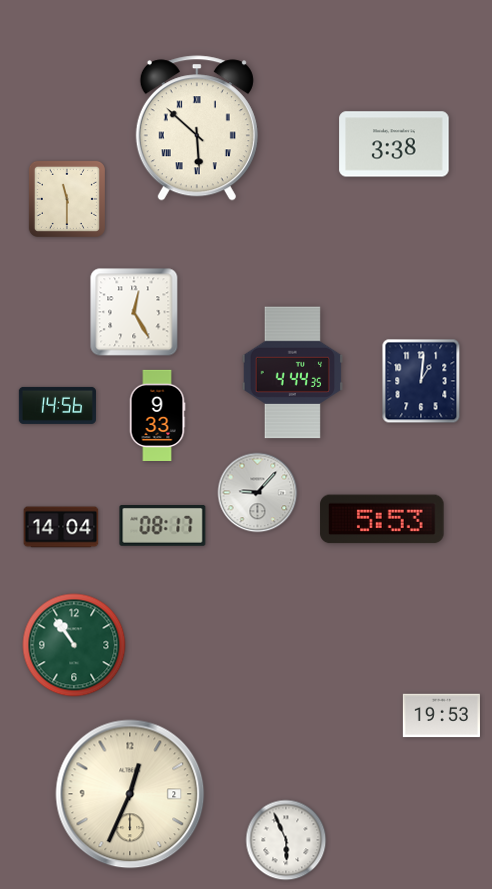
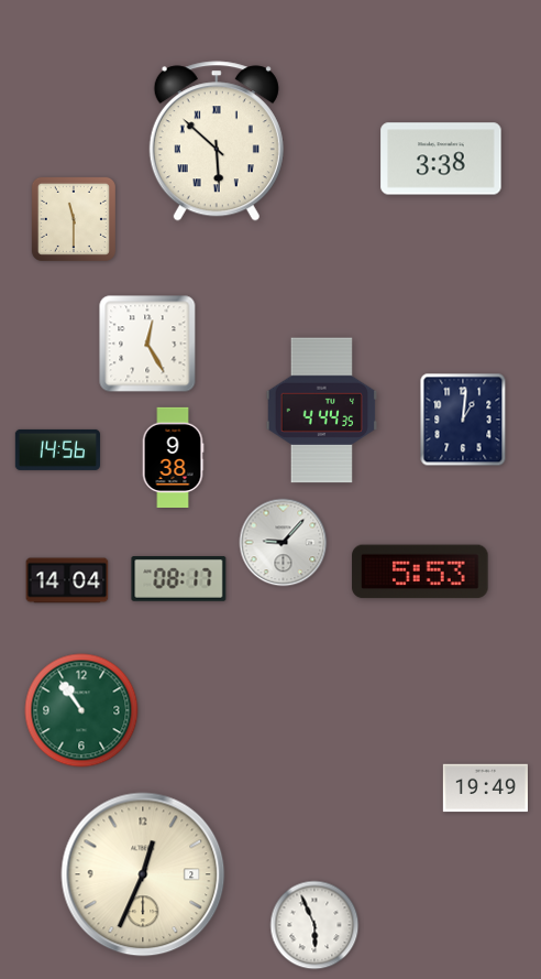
clock at (394, 144) position: (394, 144) -> (441, 159)
clock at (57, 405) position: (57, 405) -> (57, 449)
clock at (157, 415): 9:33 -> 9:38
clock at (441, 716): 19:53 -> 19:49
